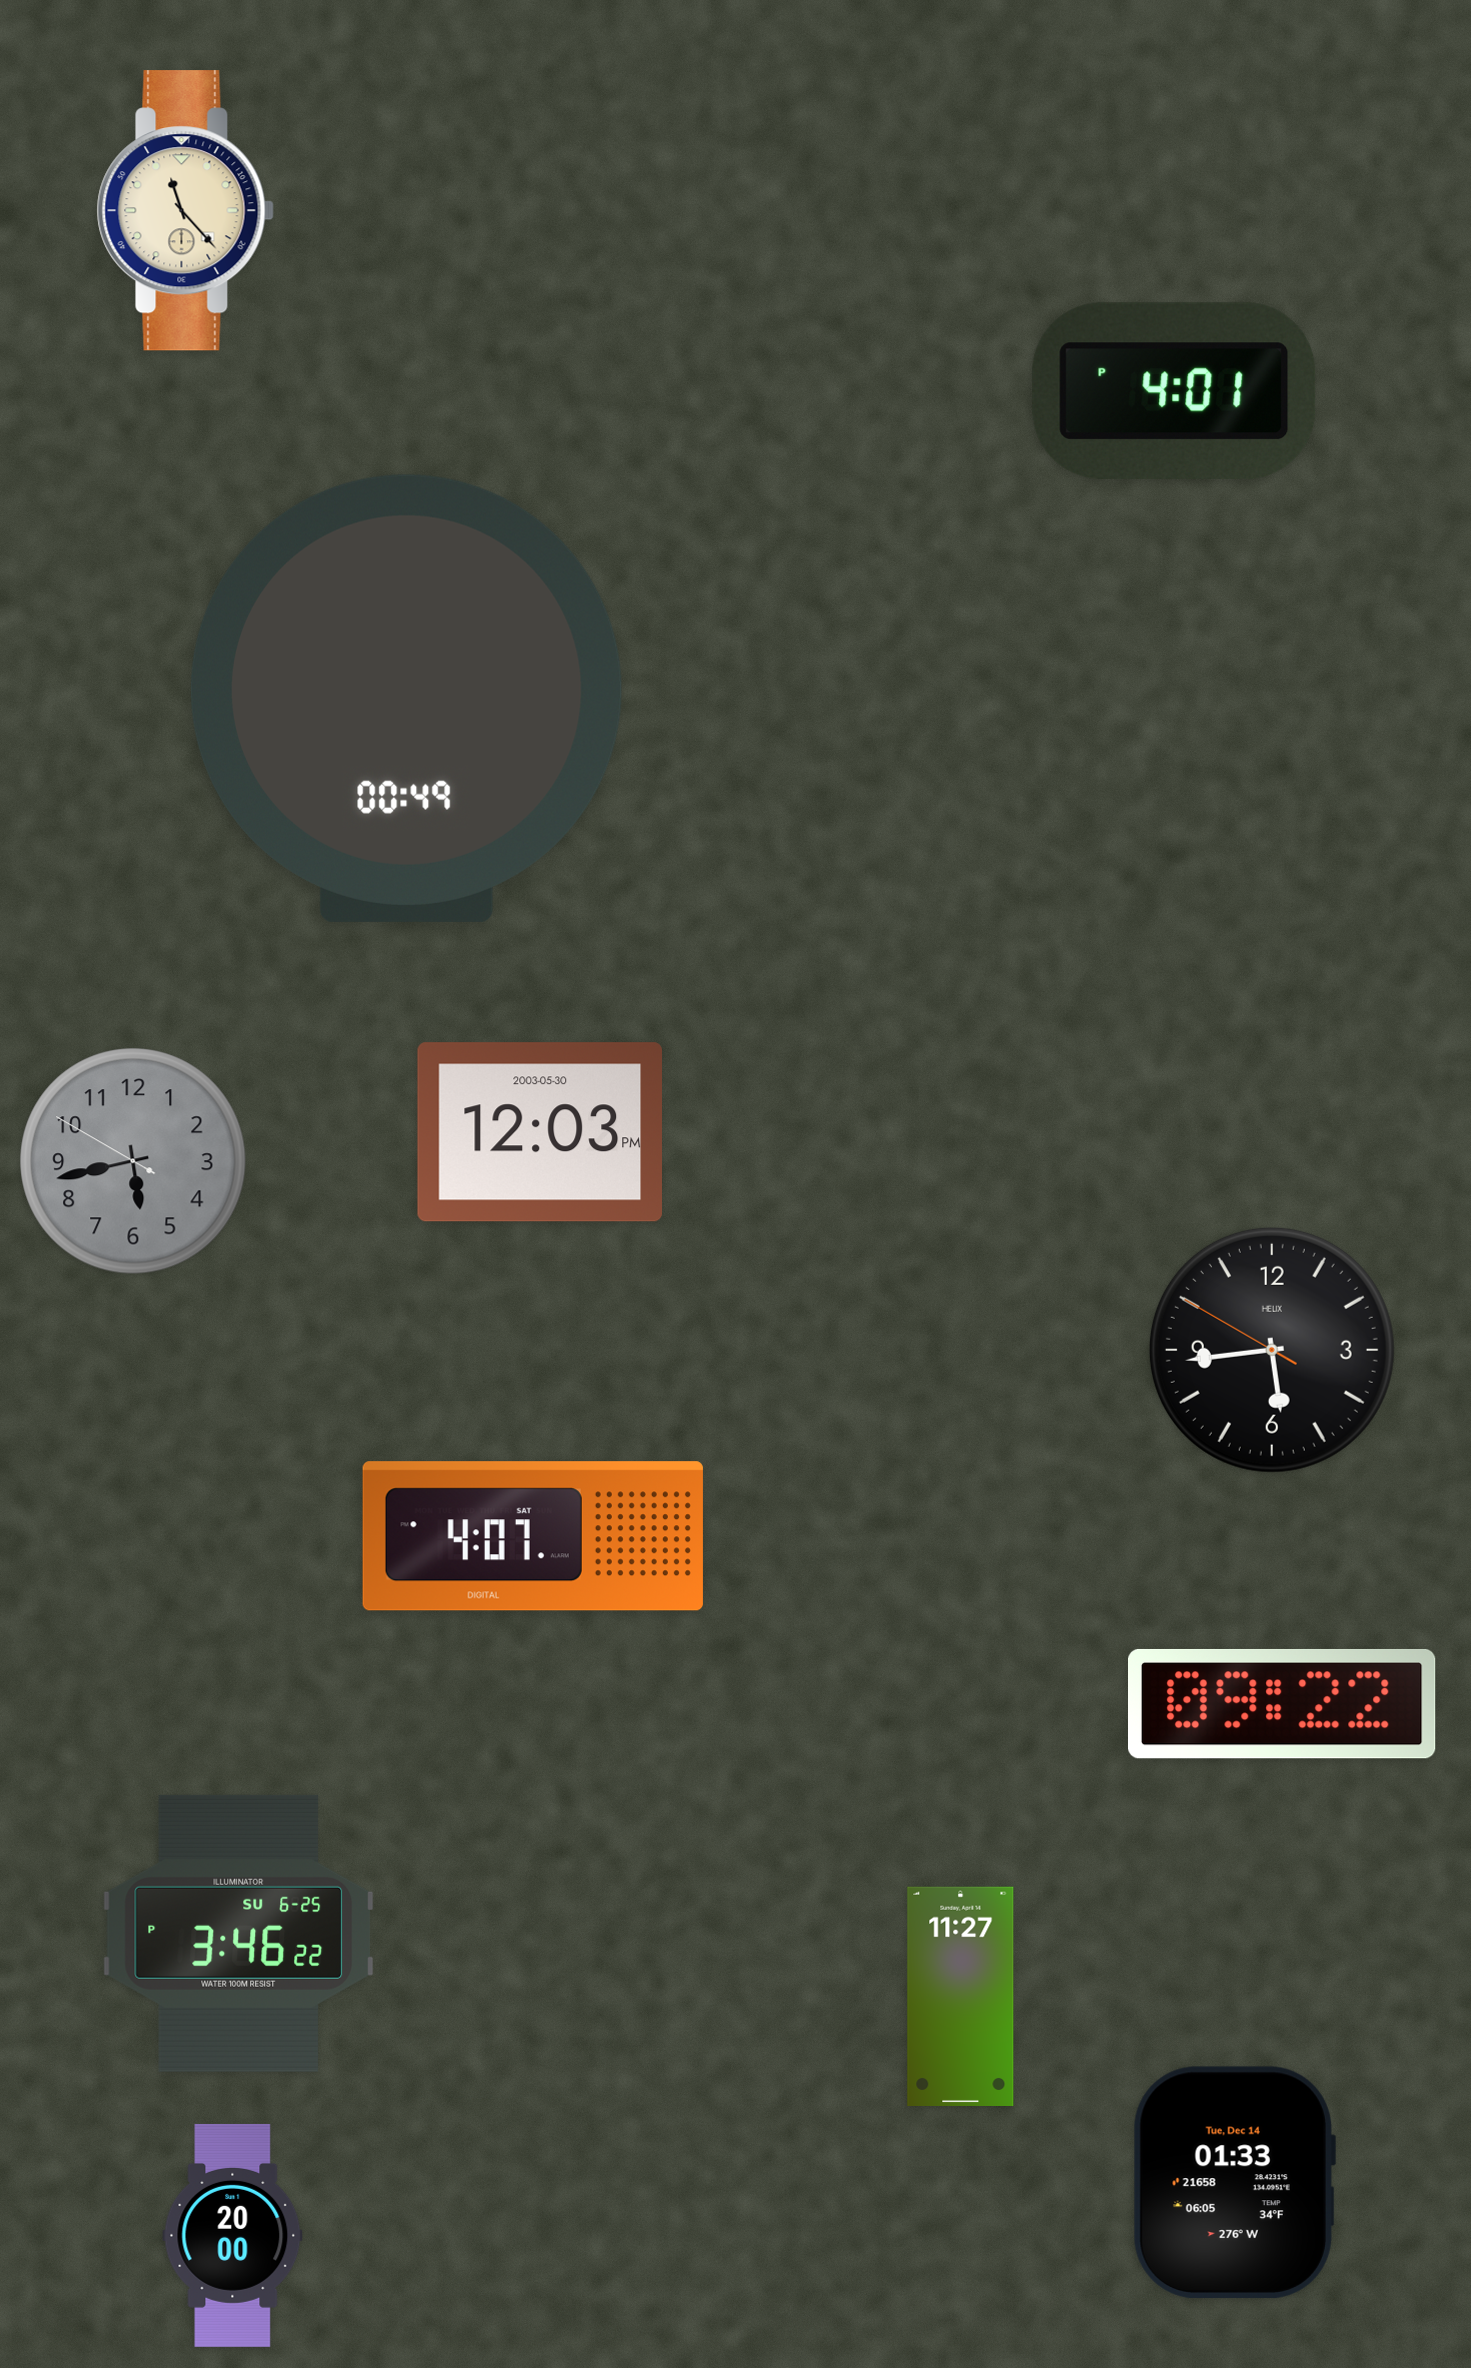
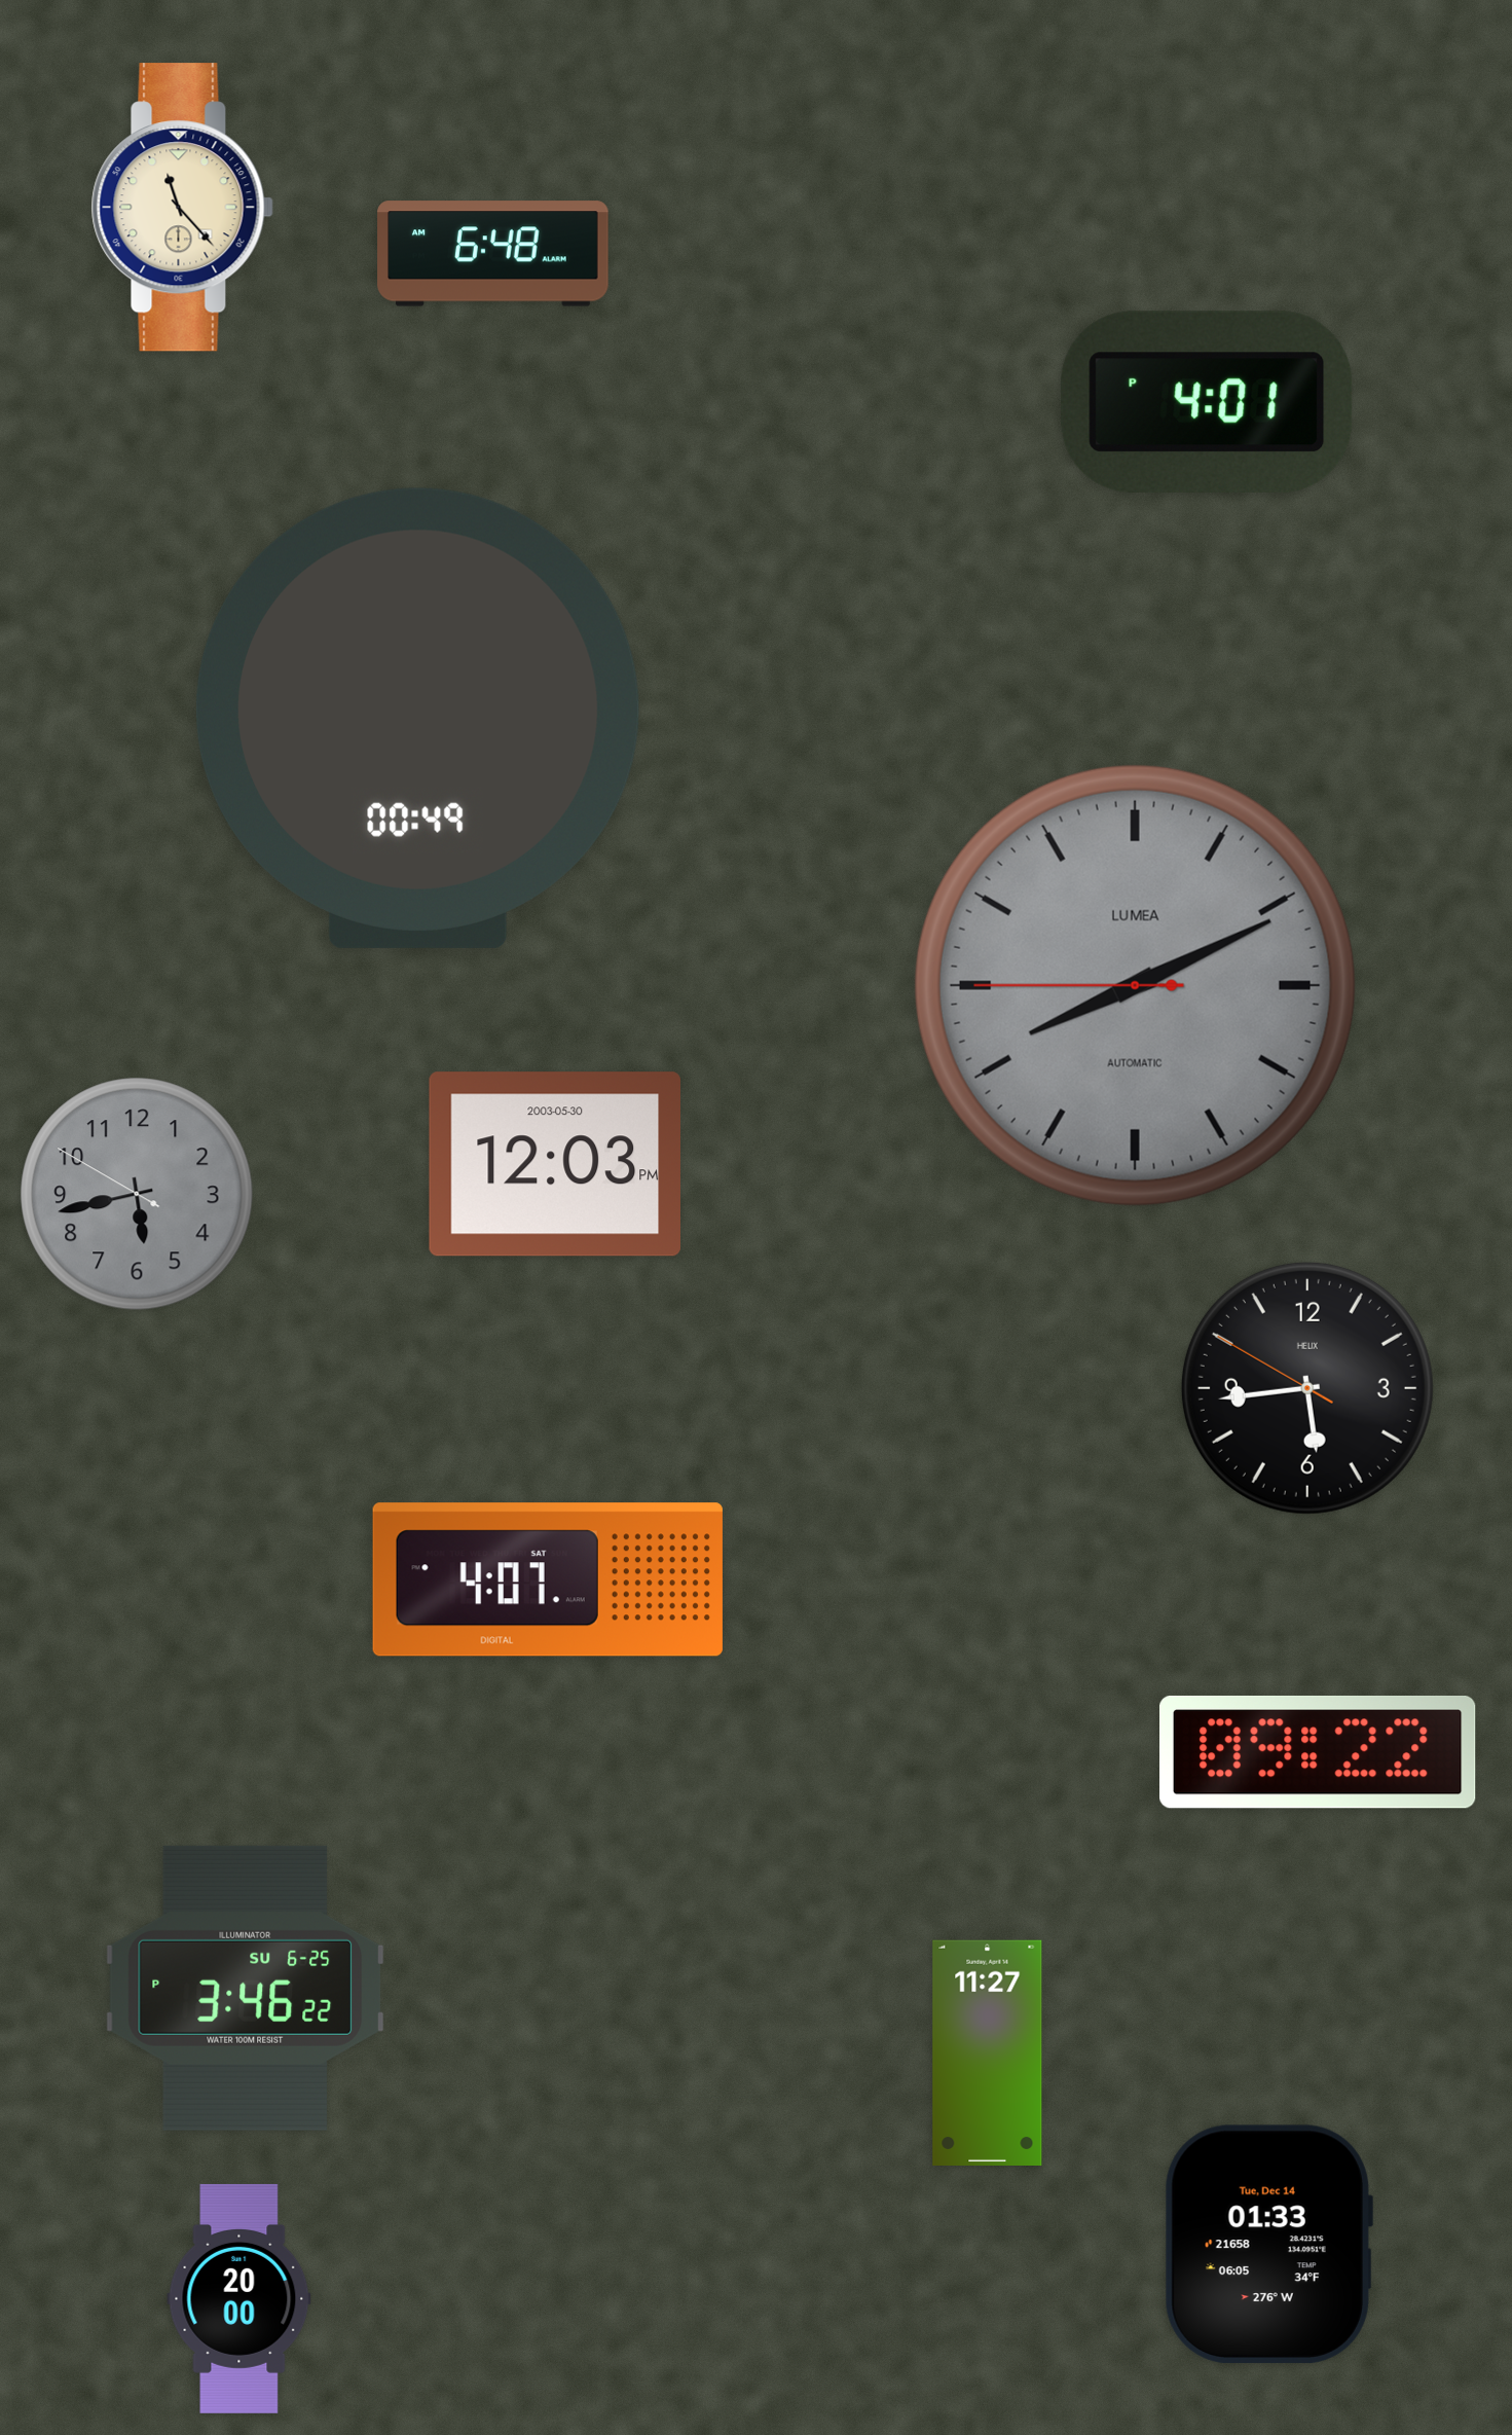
clock at (185, 211) position: (185, 211) -> (182, 208)
clock at (493, 254): none -> 6:48
clock at (1135, 985): none -> 8:10
